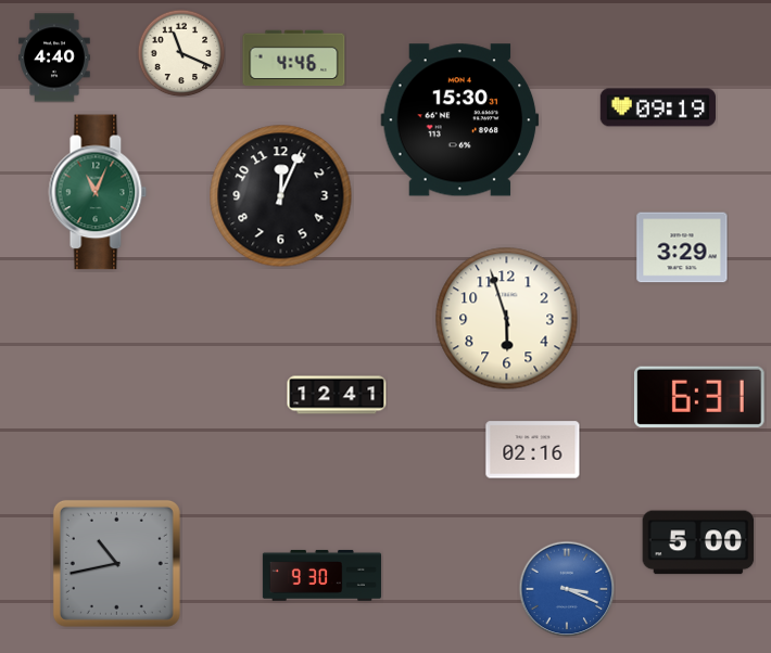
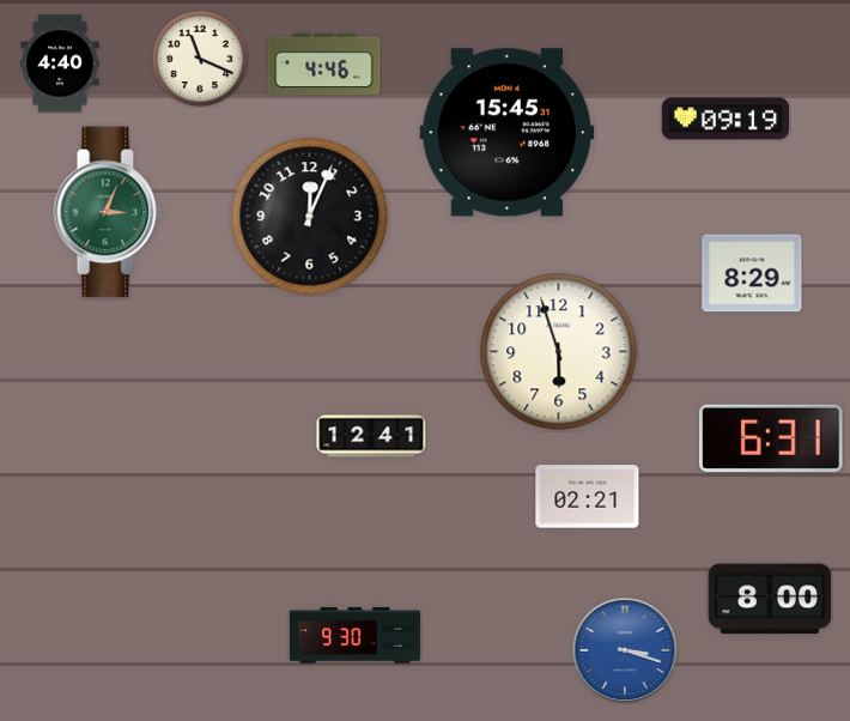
clock at (460, 120): 15:30 -> 15:45
clock at (98, 192): 11:04 -> 3:04
clock at (682, 247): 3:29 -> 8:29
clock at (533, 450): 02:16 -> 02:21
clock at (698, 542): 5:00 -> 8:00
clock at (116, 563): 10:43 -> none
clock at (567, 589): 3:19 -> 3:18
